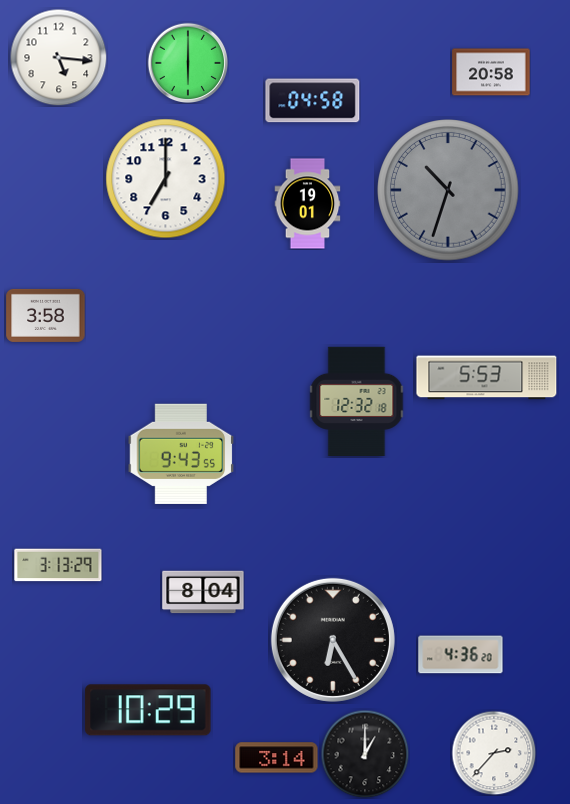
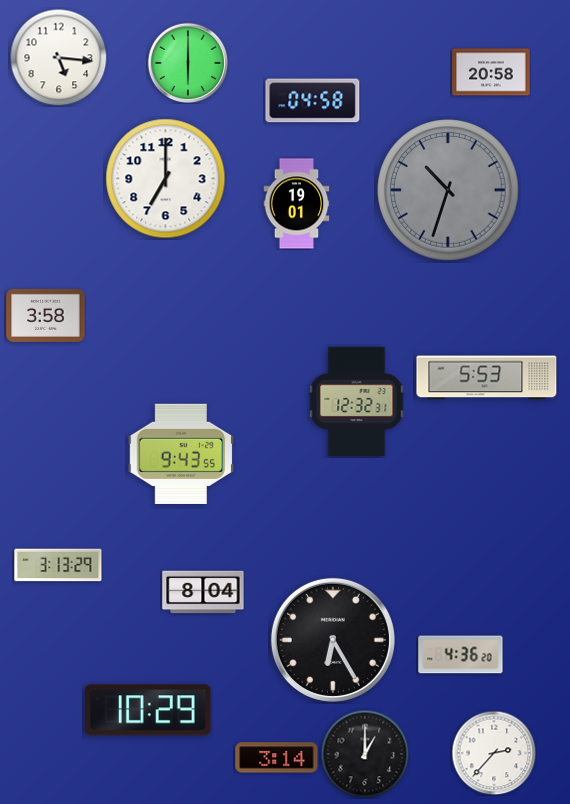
clock at (308, 204) position: (308, 204) -> (297, 204)
clock at (357, 401): 12:32:18 -> 12:32:31
